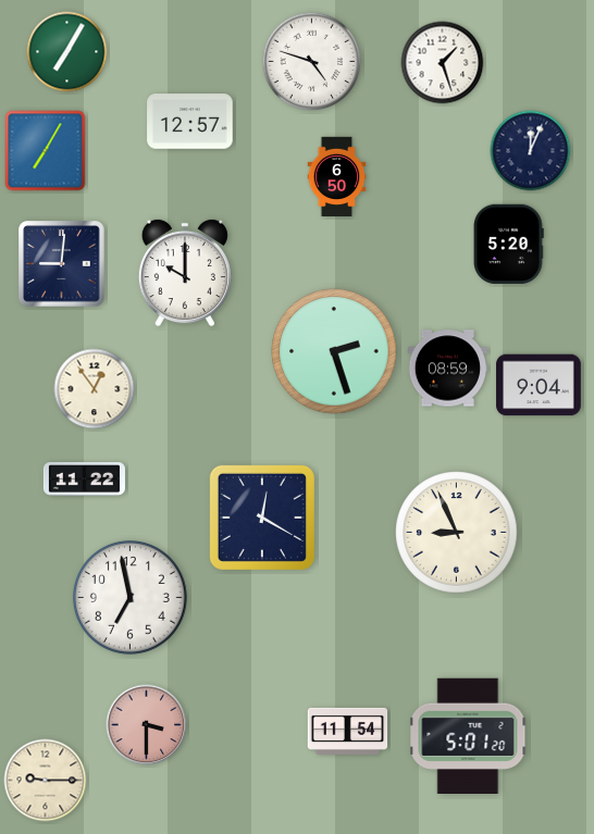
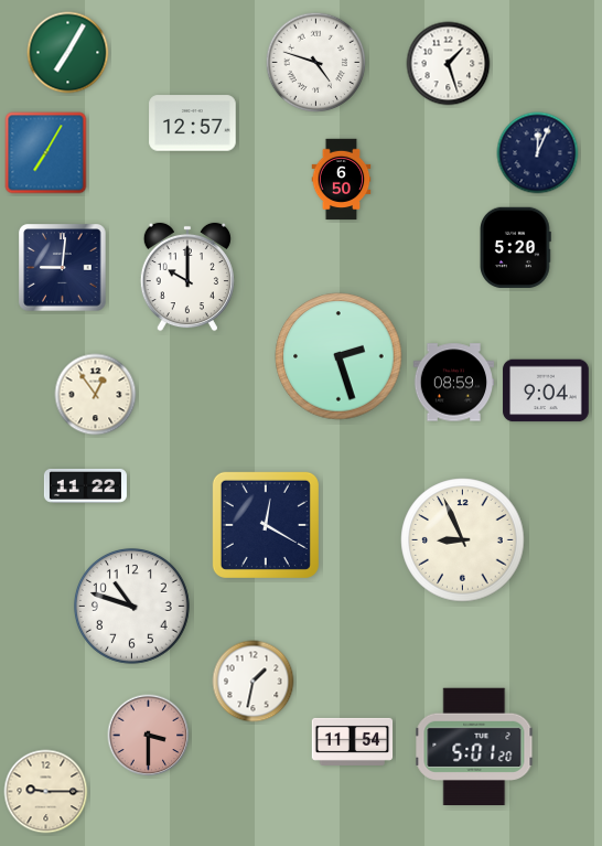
clock at (448, 369) position: (448, 369) -> (454, 383)
clock at (129, 597): 6:58 -> 10:48
clock at (254, 682): none -> 1:32
